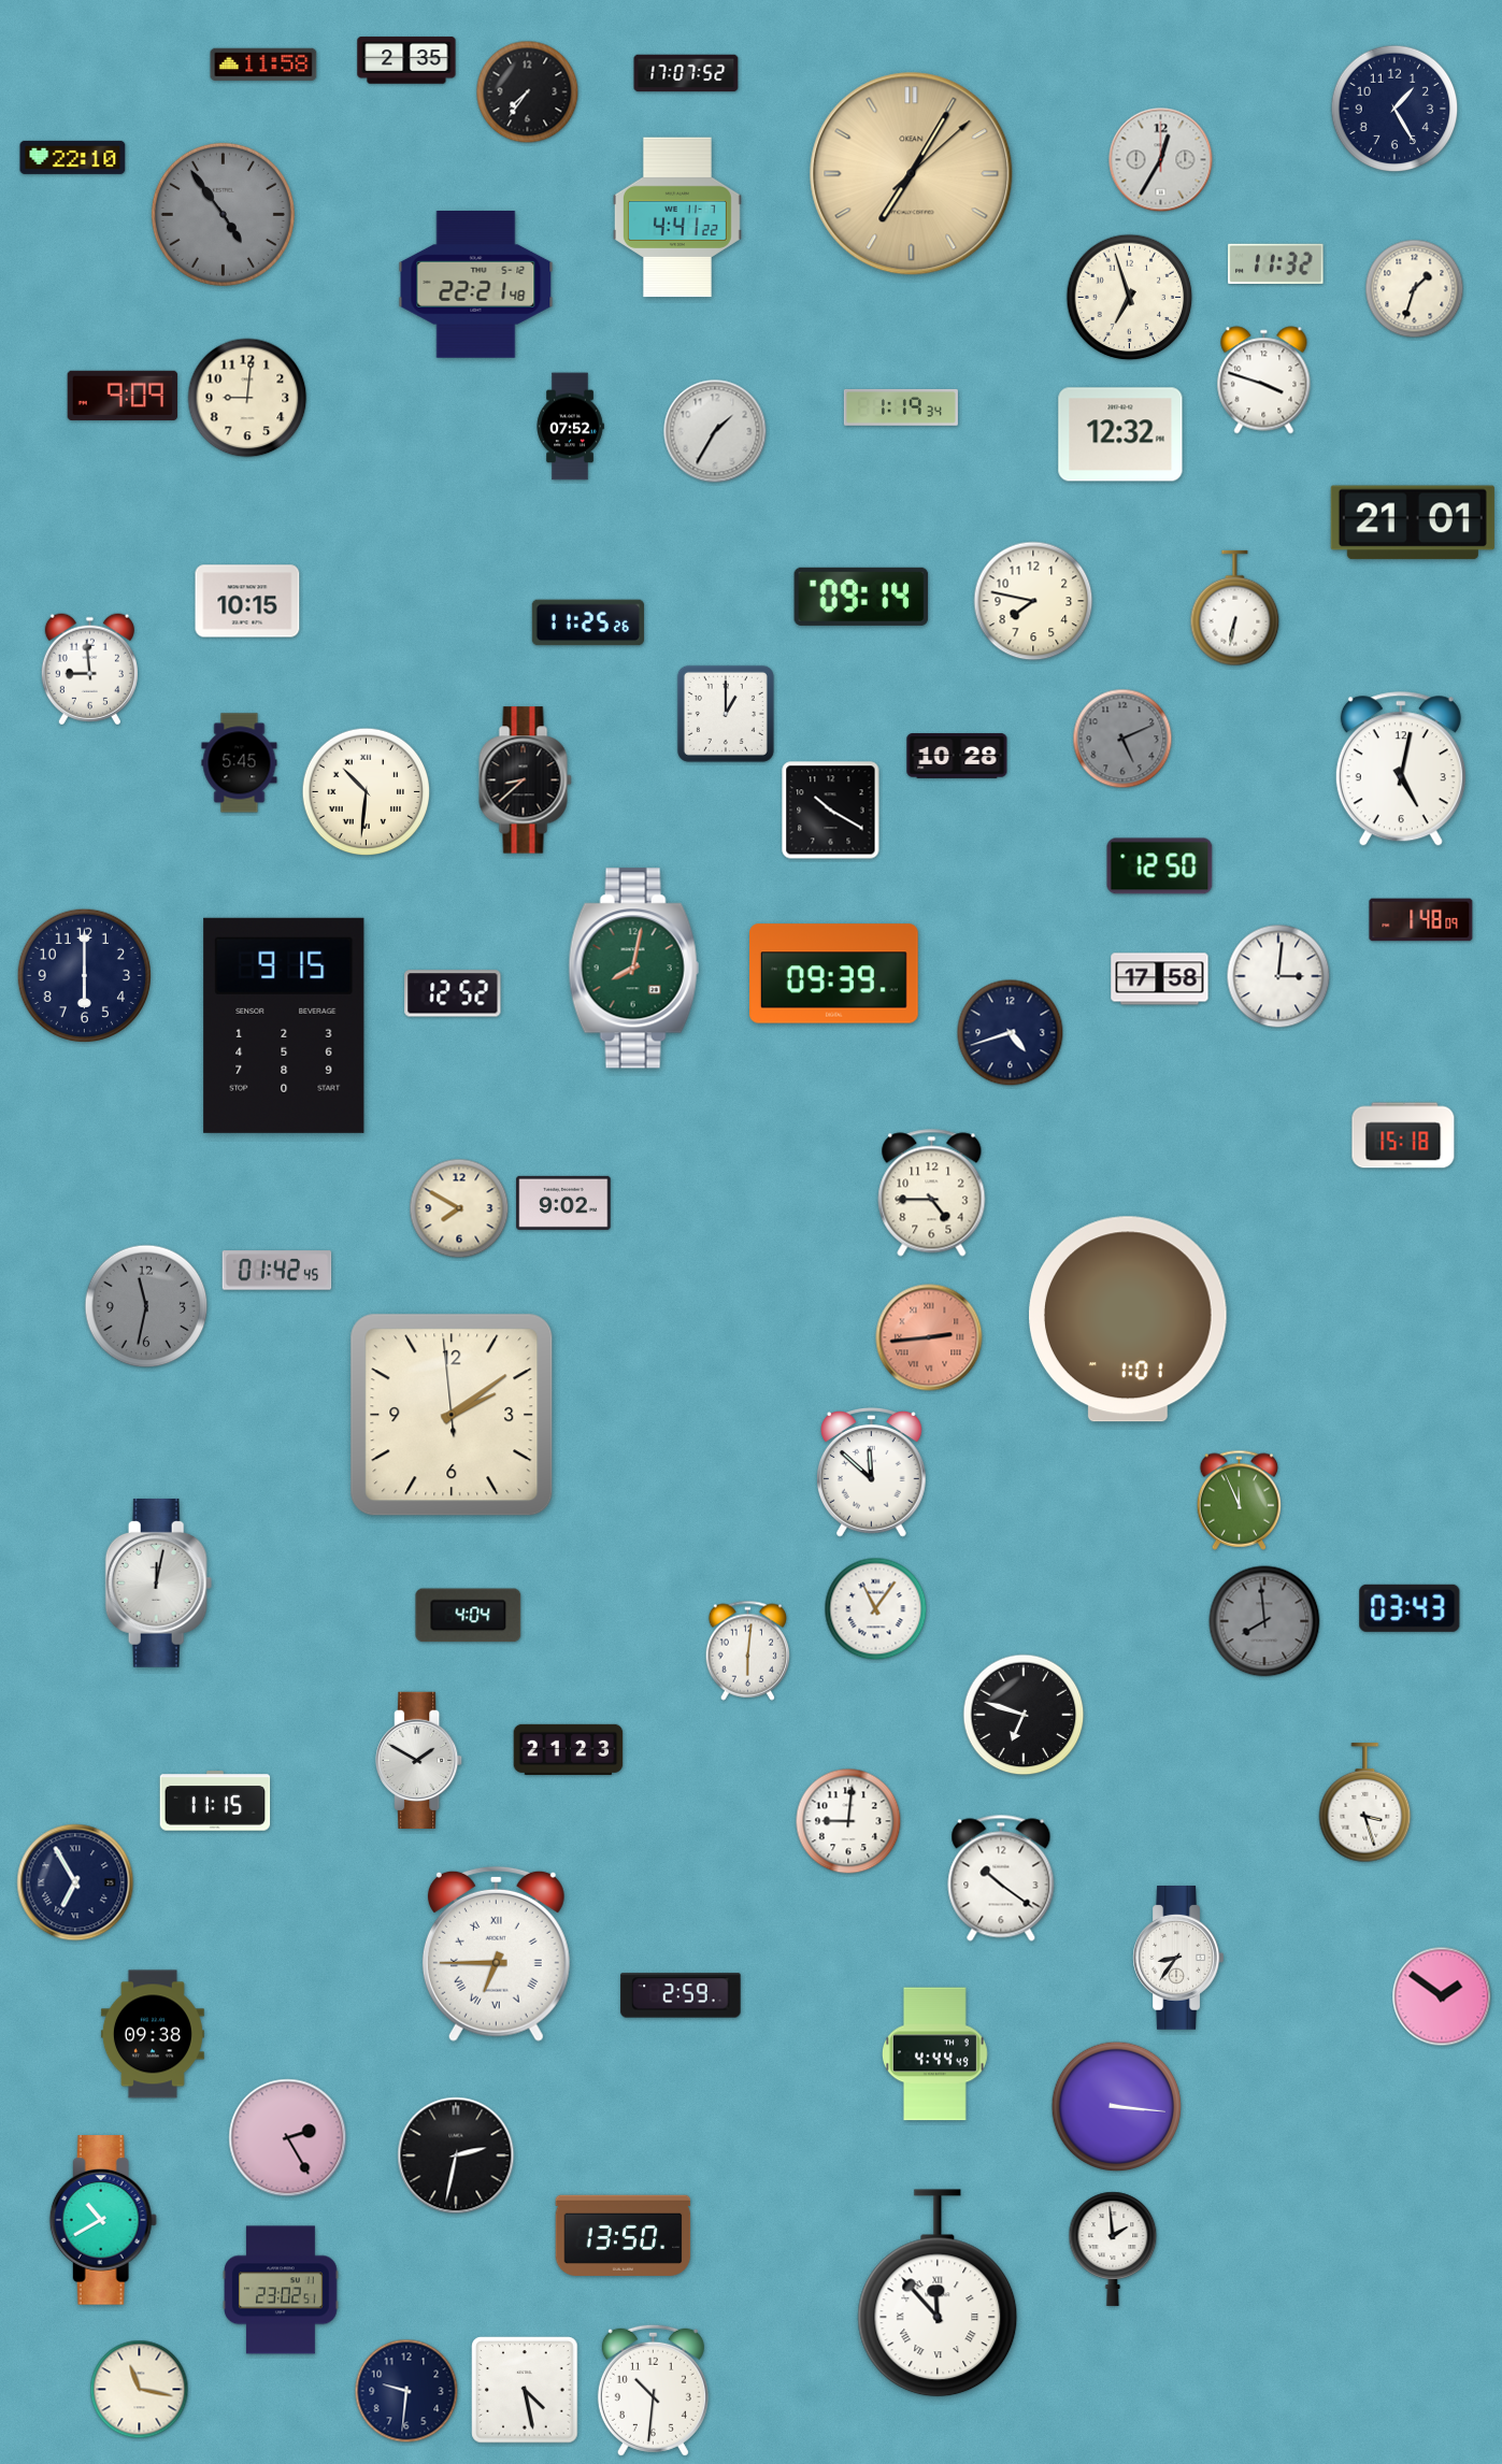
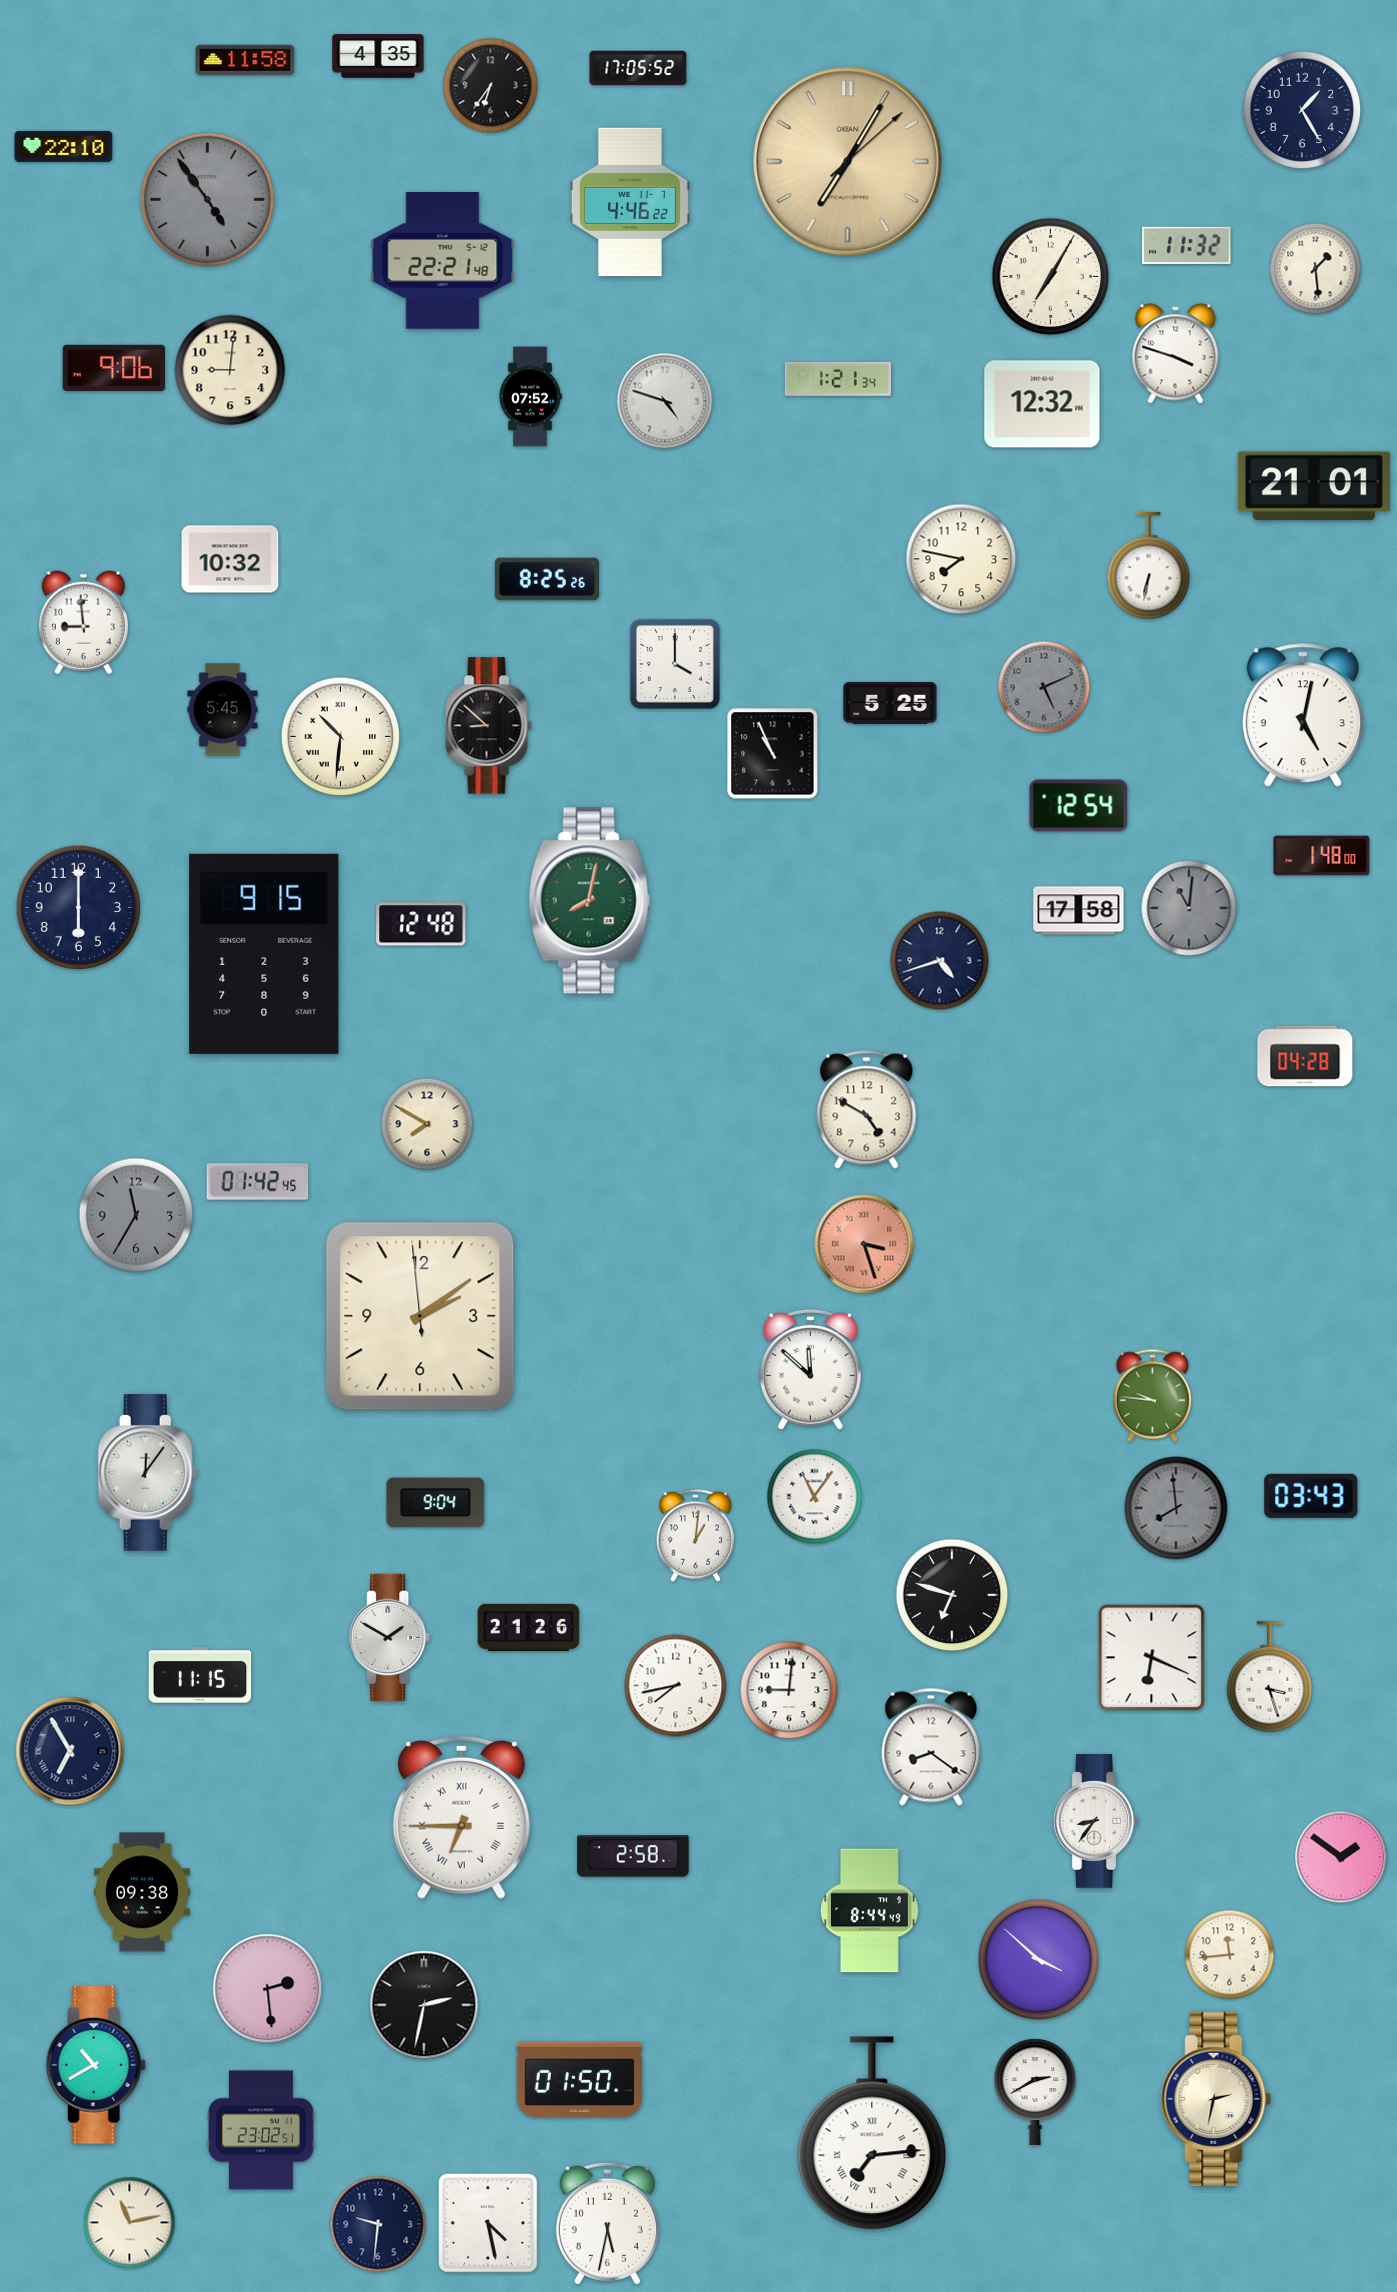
clock at (406, 60): 2:35 -> 4:35
clock at (686, 73): 17:07 -> 17:05
clock at (528, 92): 7:36 -> 6:36
clock at (1394, 109) position: (1394, 109) -> (1302, 110)
clock at (73, 157) position: (73, 157) -> (64, 146)
clock at (1161, 160): 12:35 -> none
clock at (677, 217): 4:41 -> 4:46
clock at (476, 285) position: (476, 285) -> (443, 261)
clock at (1415, 289): 1:33 -> 1:29
clock at (1130, 298): 6:57 -> 7:05
clock at (123, 396): 9:09 -> 9:06
clock at (901, 407): 1:19 -> 1:21
clock at (715, 431): 1:35 -> 4:48
clock at (861, 597): 09:14 -> none
clock at (247, 601): 10:15 -> 10:32
clock at (588, 622): 11:25 -> 8:25
clock at (726, 714): 1:00 -> 4:00
clock at (957, 757): 10:28 -> 5:25
clock at (526, 780): 8:38 -> 8:52
clock at (831, 811): 10:20 -> 10:56
clock at (1160, 866): 12:50 -> 12:54
clock at (1421, 920): 1:48:09 -> 1:48:00
clock at (834, 974): 09:39 -> none
clock at (1278, 976): 3:01 -> 11:01
clock at (1278, 976) dial: white -> grey
clock at (453, 993): 12:52 -> 12:48
clock at (1403, 1135): 15:18 -> 04:28
clock at (932, 1193): 4:45 -> 4:50
clock at (563, 1203): 9:02 -> none
clock at (146, 1306): 11:32 -> 11:35
clock at (1129, 1319): 1:01 -> none
clock at (929, 1337): 2:44 -> 3:27
clock at (1240, 1500): 11:56 -> 9:46
clock at (159, 1584): 12:02 -> 12:06
clock at (469, 1616): 4:04 -> 9:04
clock at (748, 1650): 6:01 -> 1:01
clock at (569, 1749): 21:23 -> 21:26
clock at (1152, 1658): none -> 6:19
clock at (676, 1686): none -> 7:43
clock at (848, 1821) position: (848, 1821) -> (789, 1690)
clock at (1001, 1878): 10:21 -> 8:21
clock at (681, 1995): 2:59 -> 2:58
clock at (934, 2054): 4:44 -> 8:44
clock at (1230, 1955): none -> 11:44
clock at (1117, 2107): 3:16 -> 3:52
clock at (288, 2138): 2:25 -> 2:29
clock at (624, 2235): 13:50 -> 01:50
clock at (1113, 2249): 1:59 -> 2:40
clock at (1216, 2099): none -> 2:32
clock at (938, 2293): 11:53 -> 7:14
clock at (140, 2390): 11:17 -> 11:13
clock at (653, 2390): 10:31 -> 5:32
